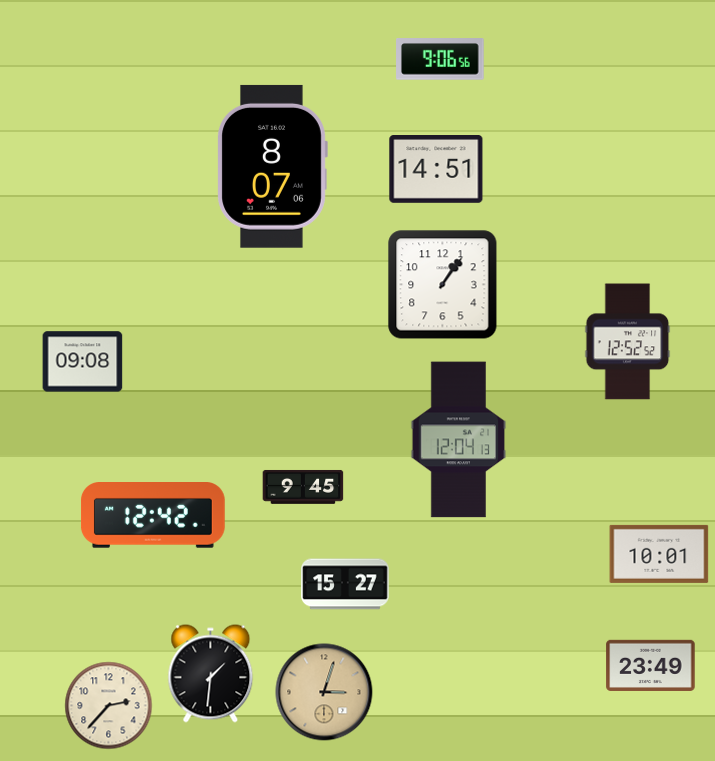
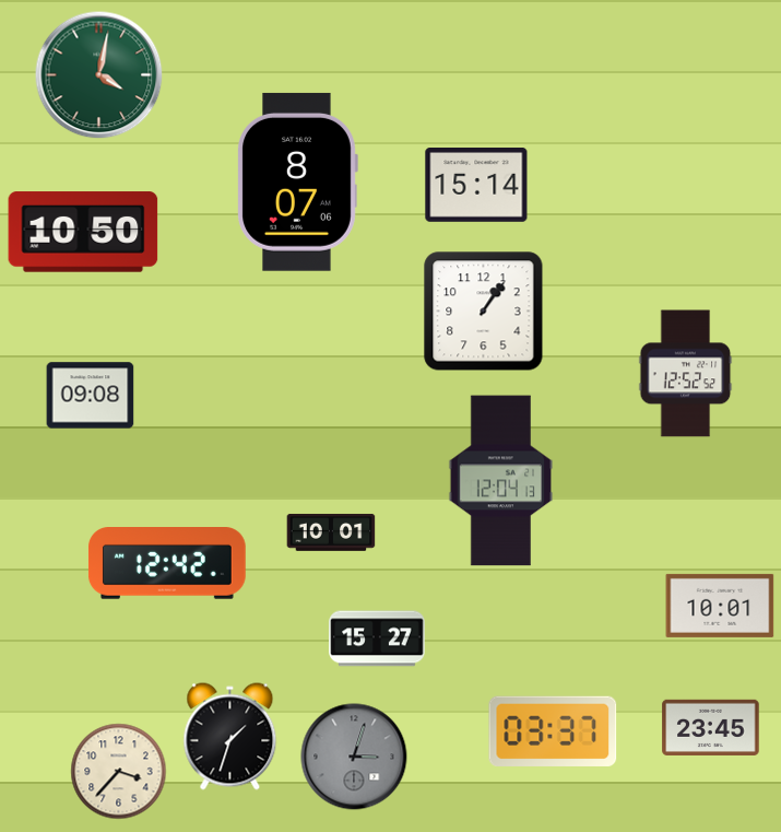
clock at (440, 59): 9:06 -> none
clock at (99, 75): none -> 4:02
clock at (436, 170): 14:51 -> 15:14
clock at (83, 232): none -> 10:50
clock at (303, 487): 9:45 -> 10:01
clock at (651, 665): 23:49 -> 23:45
clock at (553, 731): none -> 03:37
clock at (211, 674): 1:31 -> 1:33
clock at (324, 692) dial: champagne -> grey
clock at (109, 706): 2:37 -> 3:37
